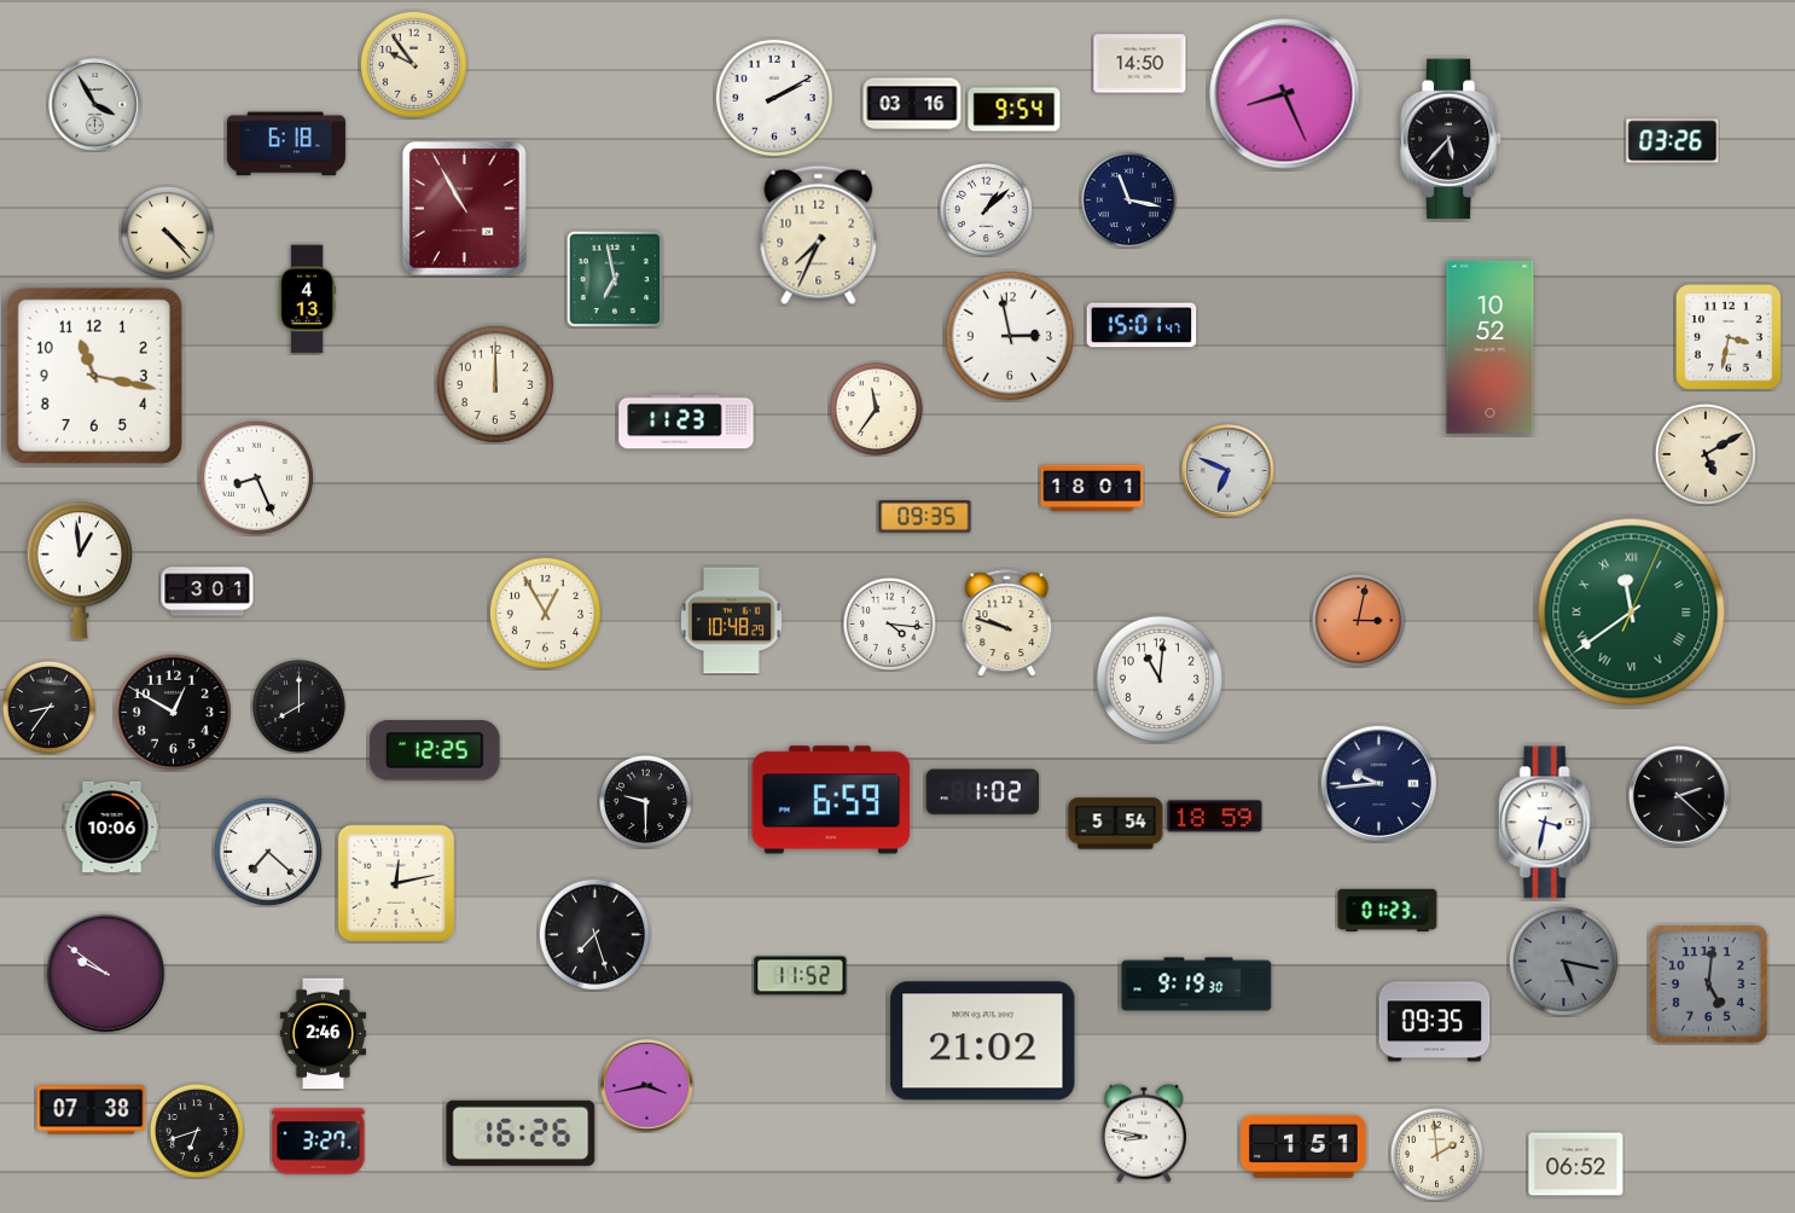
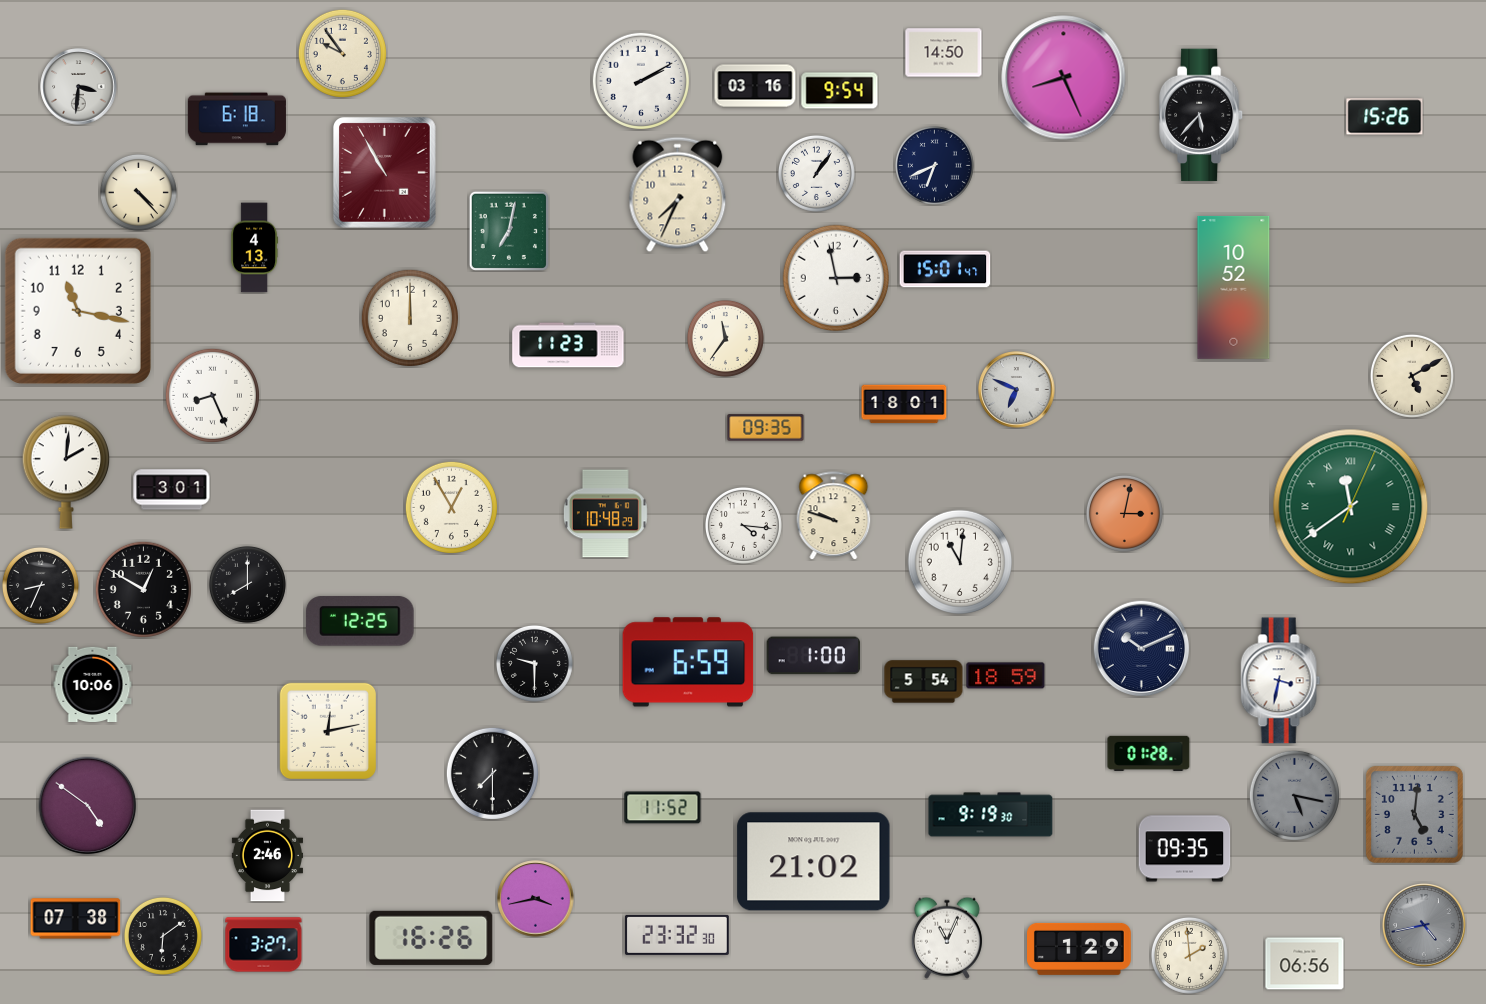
clock at (95, 105): 3:55 -> 3:31
clock at (1673, 141): 03:26 -> 15:26
clock at (1128, 199): 11:17 -> 6:41
clock at (986, 209): 1:08 -> 1:06
clock at (615, 279): 6:58 -> 7:02
clock at (1729, 337): 3:32 -> none
clock at (686, 422) position: (686, 422) -> (568, 345)
clock at (80, 570): 12:59 -> 2:01
clock at (889, 623) position: (889, 623) -> (743, 525)
clock at (48, 707): 8:36 -> 8:34
clock at (1379, 784): 9:44 -> 10:11
clock at (983, 793): 1:02 -> 1:00
clock at (1679, 796): 2:22 -> none
clock at (268, 852): 7:22 -> none
clock at (1388, 910): 01:23 -> 01:28
clock at (594, 934): 7:27 -> 7:30
clock at (106, 974): 9:51 -> 4:51
clock at (1435, 1022) position: (1435, 1022) -> (1185, 849)
clock at (1424, 925): none -> 4:43
clock at (678, 935): none -> 23:32
clock at (197, 1131): 6:42 -> 6:09
clock at (1144, 1133): 8:47 -> 11:04
clock at (1305, 1147): 1:51 -> 1:29
clock at (1576, 1165): 06:52 -> 06:56
